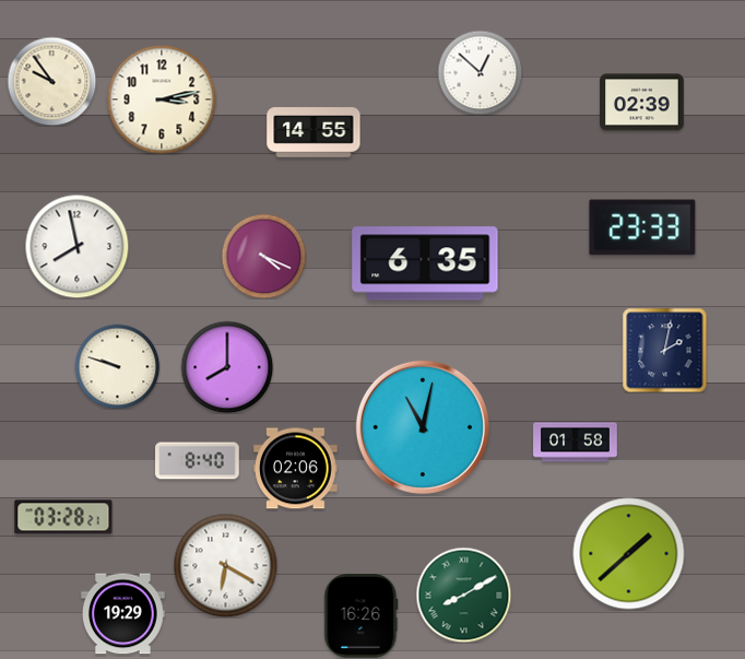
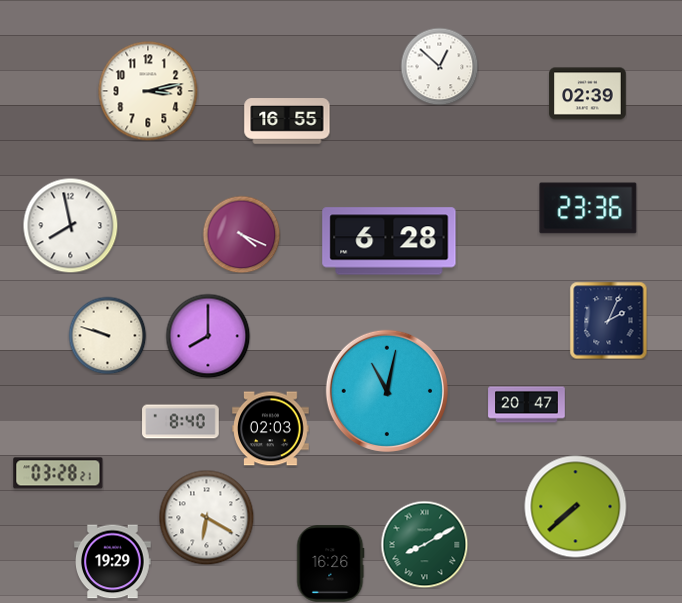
clock at (51, 81): 9:54 -> none
clock at (314, 132): 14:55 -> 16:55
clock at (642, 227): 23:33 -> 23:36
clock at (425, 263): 6:35 -> 6:28
clock at (664, 350): 2:02 -> 2:04
clock at (576, 443): 01:58 -> 20:47
clock at (296, 469): 02:06 -> 02:03
clock at (629, 554): 1:38 -> 7:38
